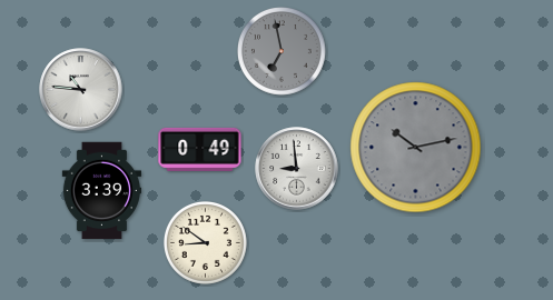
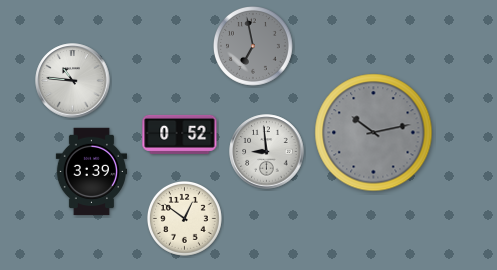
clock at (200, 149): 0:49 -> 0:52
clock at (205, 242): 8:51 -> 12:51
